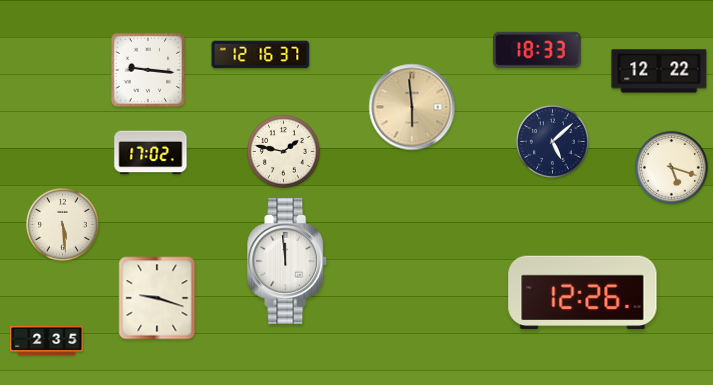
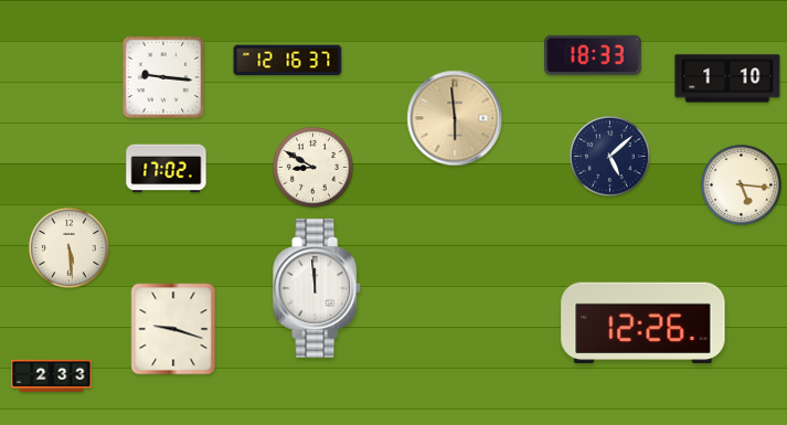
clock at (659, 71): 12:22 -> 1:10
clock at (283, 151): 1:47 -> 8:50
clock at (671, 167): 5:18 -> 5:16
clock at (47, 340): 2:35 -> 2:33
